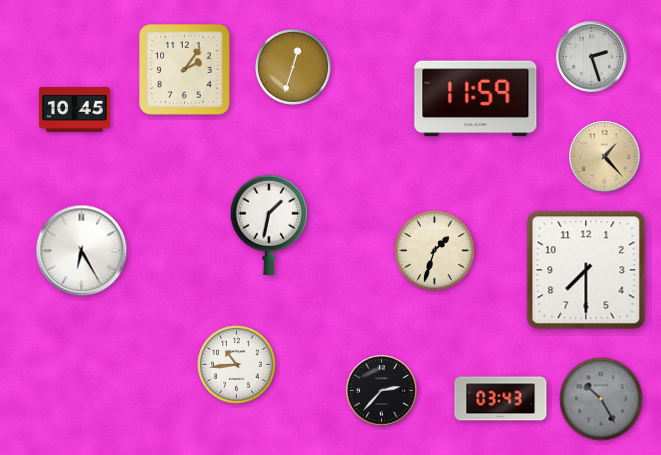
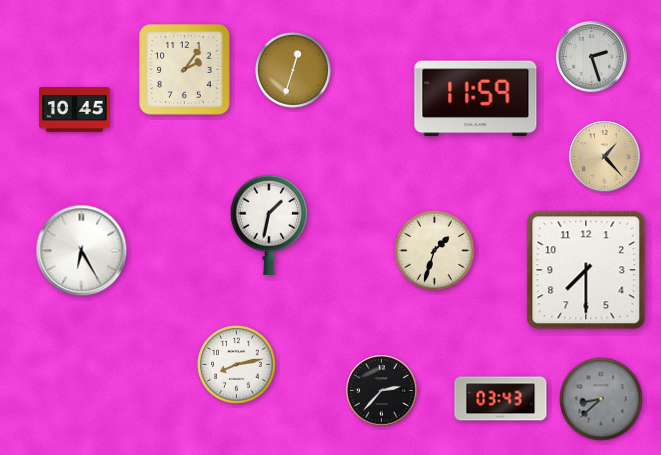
clock at (293, 67) position: (293, 67) -> (293, 70)
clock at (237, 365): 10:44 -> 8:13
clock at (601, 399): 10:25 -> 8:38
